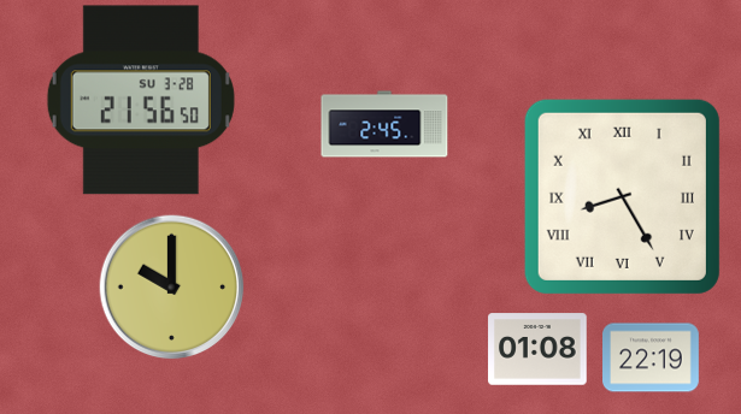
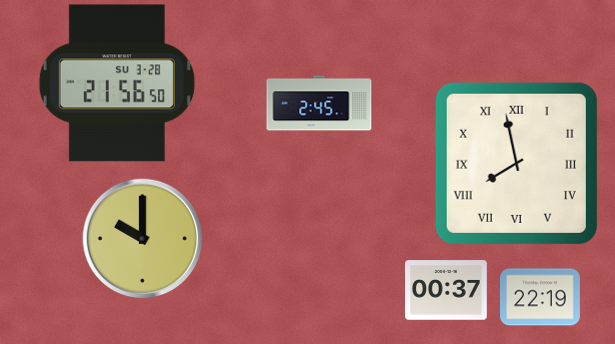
clock at (622, 196): 8:25 -> 7:58
clock at (537, 349): 01:08 -> 00:37
